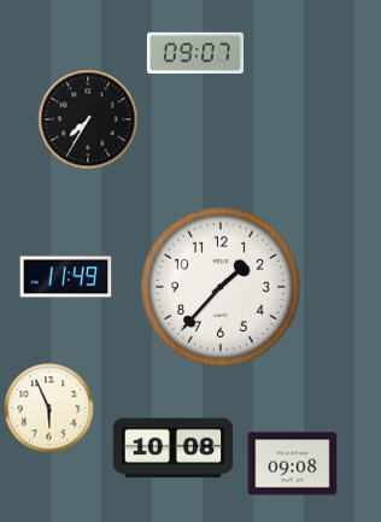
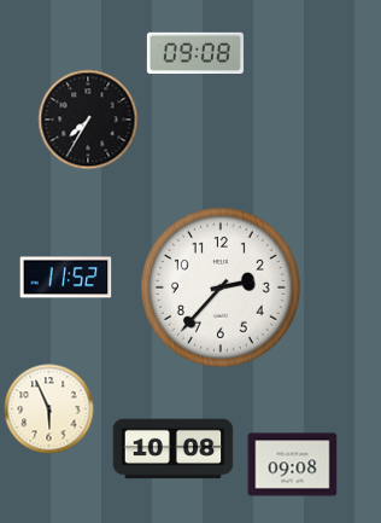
clock at (195, 52): 09:07 -> 09:08
clock at (66, 277): 11:49 -> 11:52
clock at (221, 287): 1:37 -> 2:37
